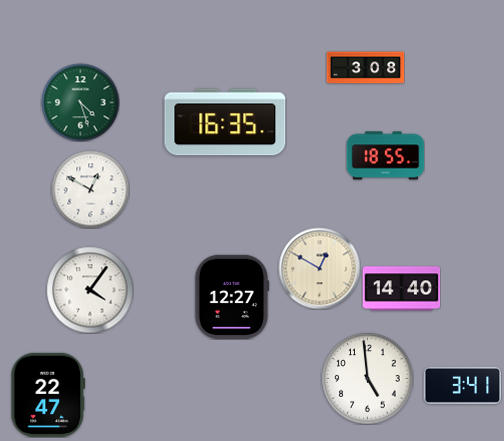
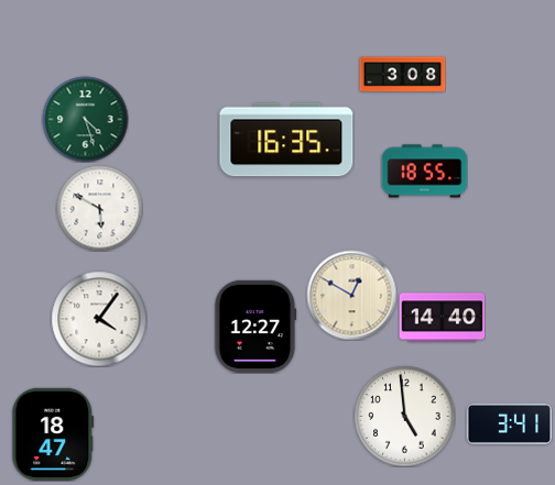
clock at (80, 102) position: (80, 102) -> (85, 119)
clock at (225, 122) position: (225, 122) -> (286, 140)
clock at (90, 189): 12:50 -> 5:50
clock at (48, 395): 22:47 -> 18:47
